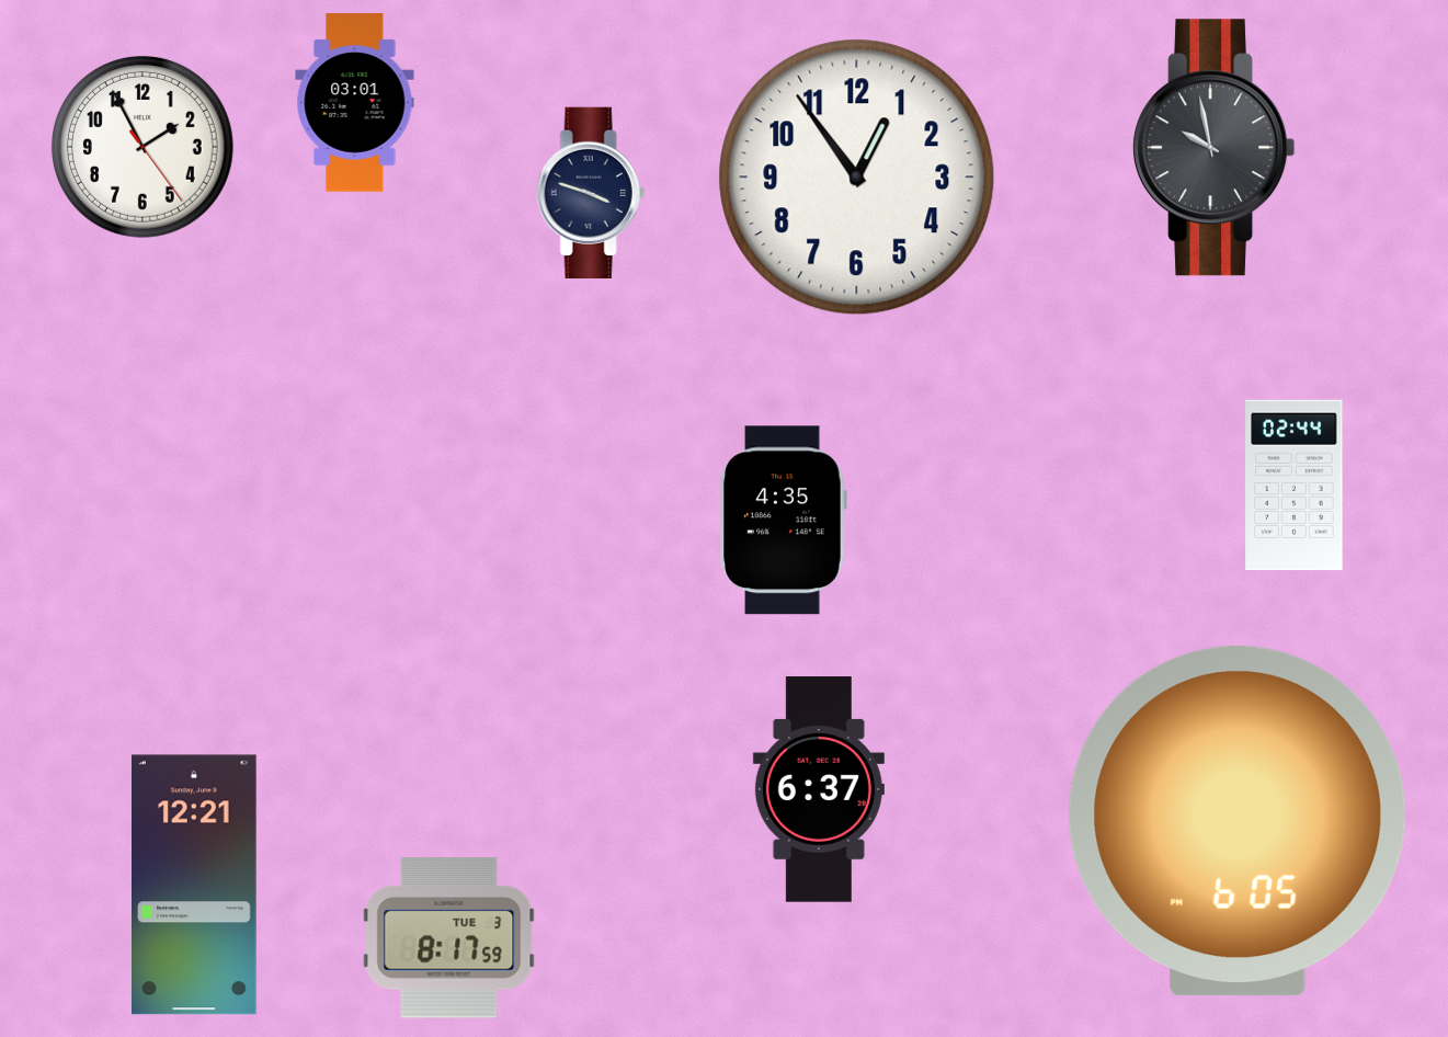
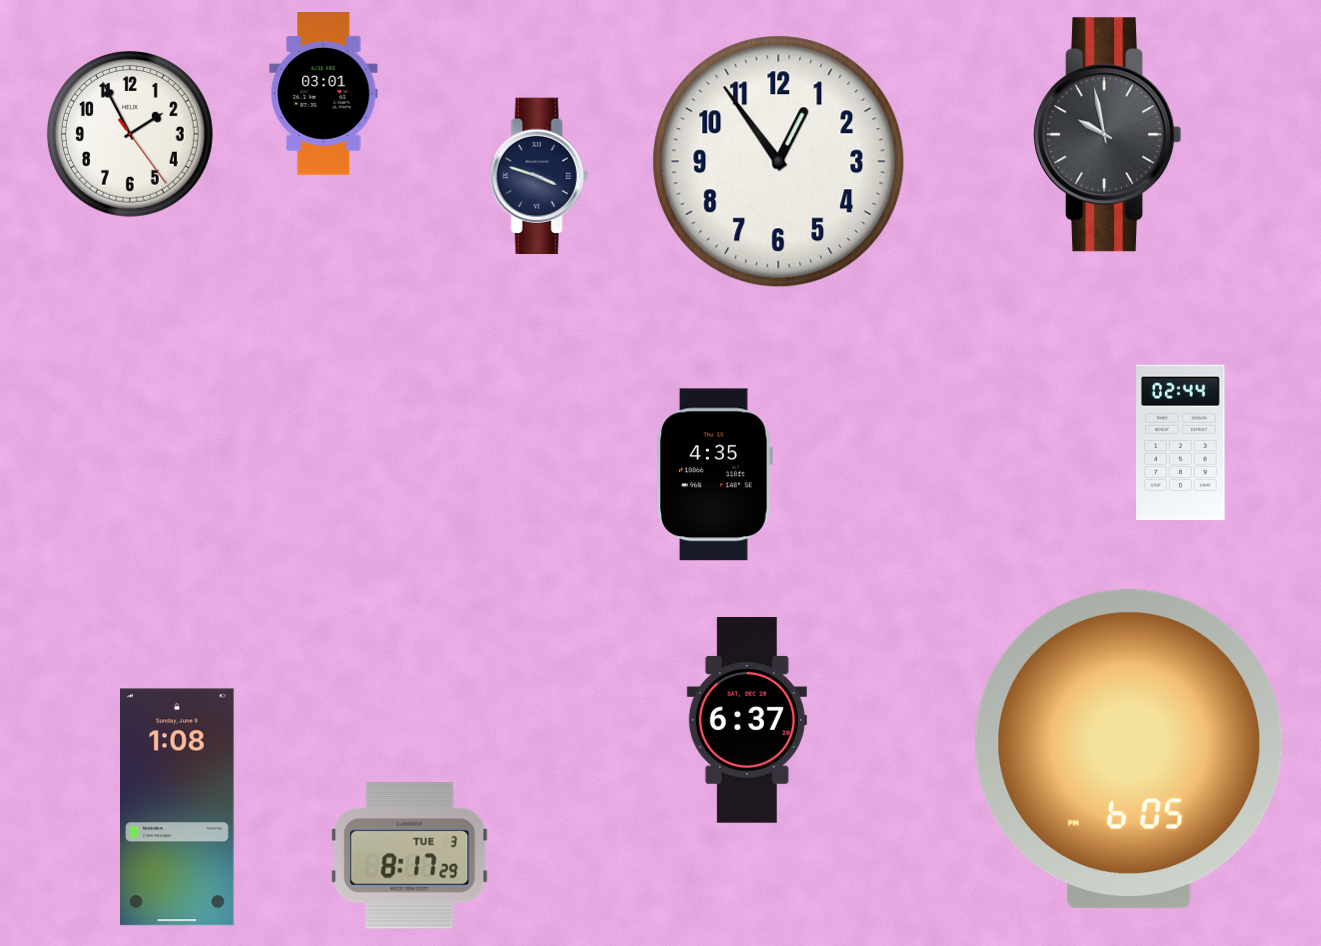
clock at (857, 178) position: (857, 178) -> (779, 162)
clock at (195, 885): 12:21 -> 1:08
clock at (449, 938): 8:17:59 -> 8:17:29
